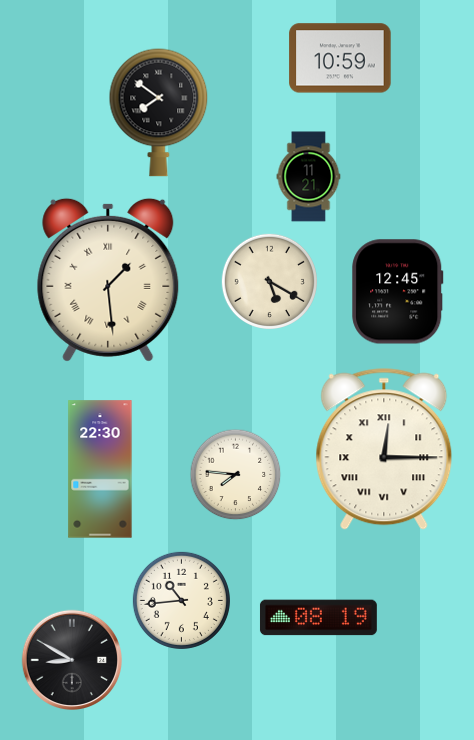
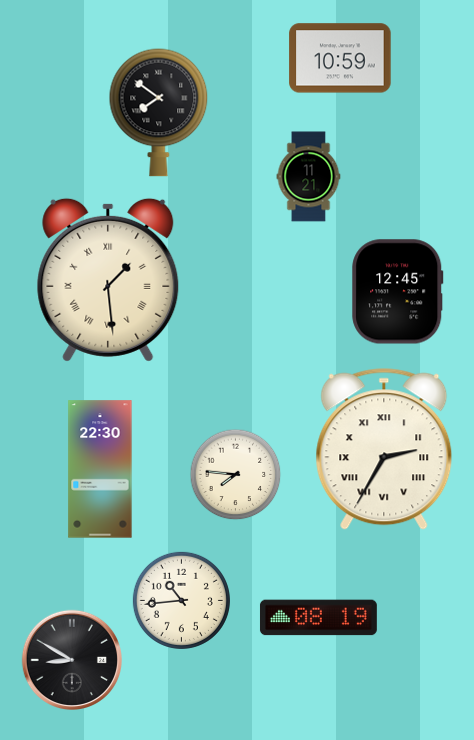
clock at (269, 281): 5:20 -> none
clock at (384, 449): 12:15 -> 2:35
